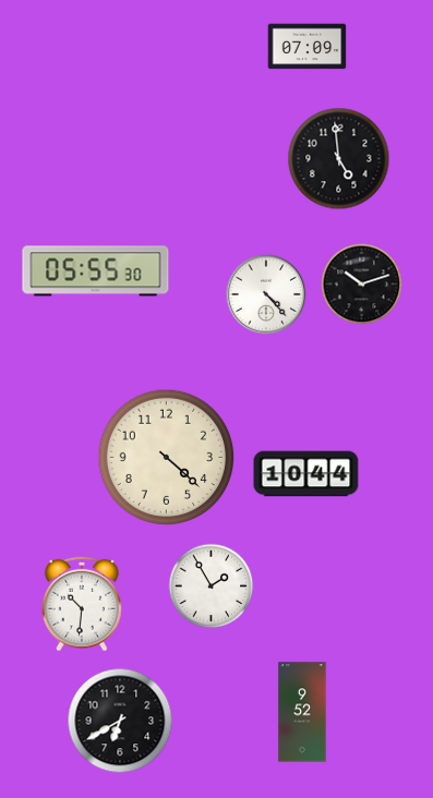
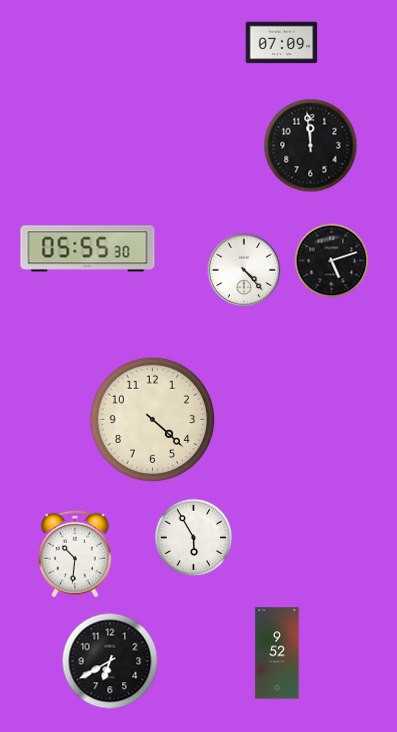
clock at (339, 159): 4:59 -> 11:59
clock at (362, 285): 10:12 -> 5:12
clock at (306, 474): 10:44 -> none
clock at (212, 587): 1:55 -> 5:55
